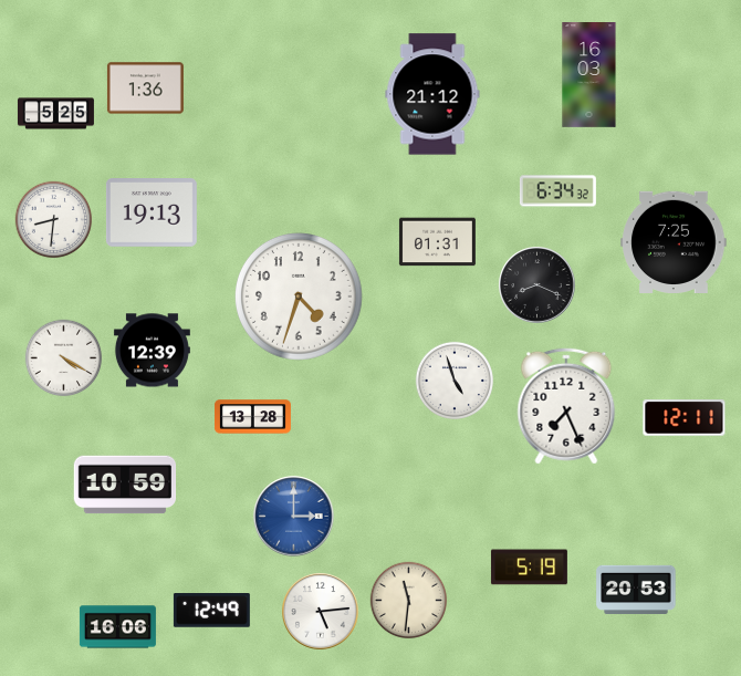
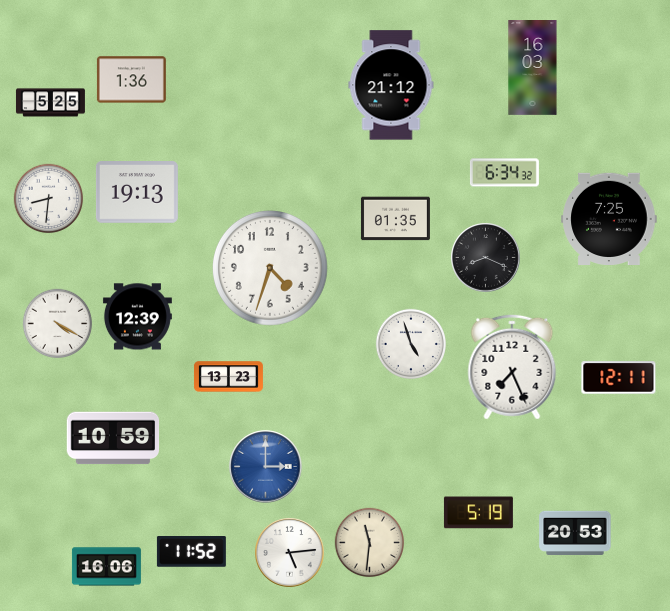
clock at (437, 242): 01:31 -> 01:35
clock at (252, 417): 13:28 -> 13:23
clock at (211, 611): 12:49 -> 11:52
